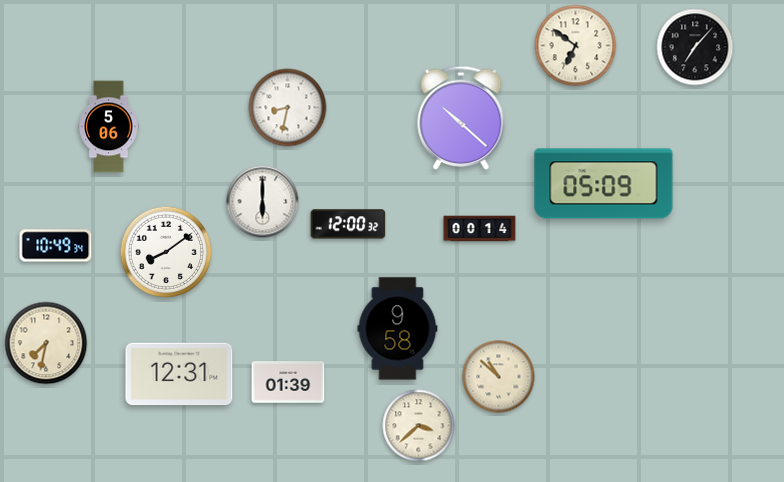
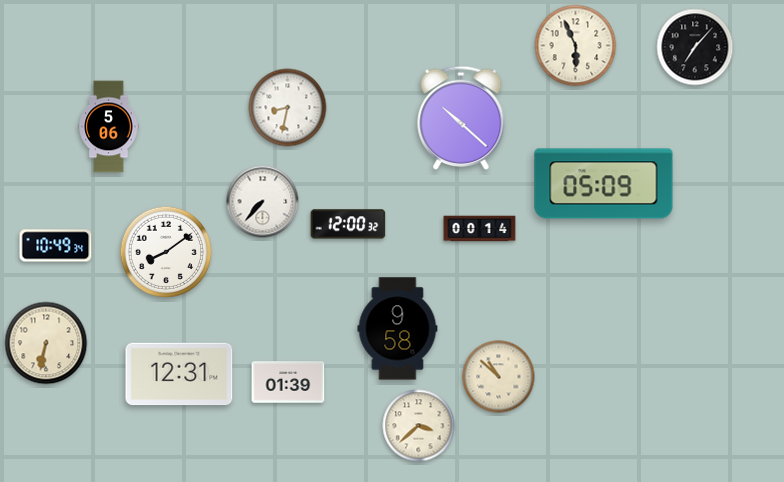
clock at (576, 46): 6:51 -> 5:56
clock at (263, 202): 6:00 -> 7:37
clock at (46, 343): 7:32 -> 6:32
